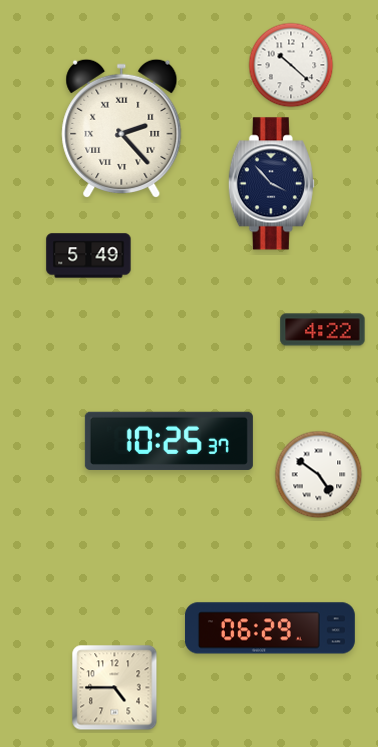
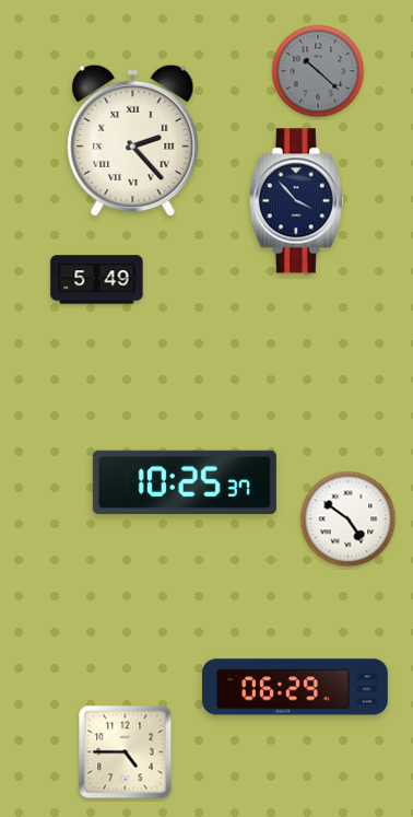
clock at (291, 65) dial: white -> grey
clock at (323, 330): 4:22 -> none
